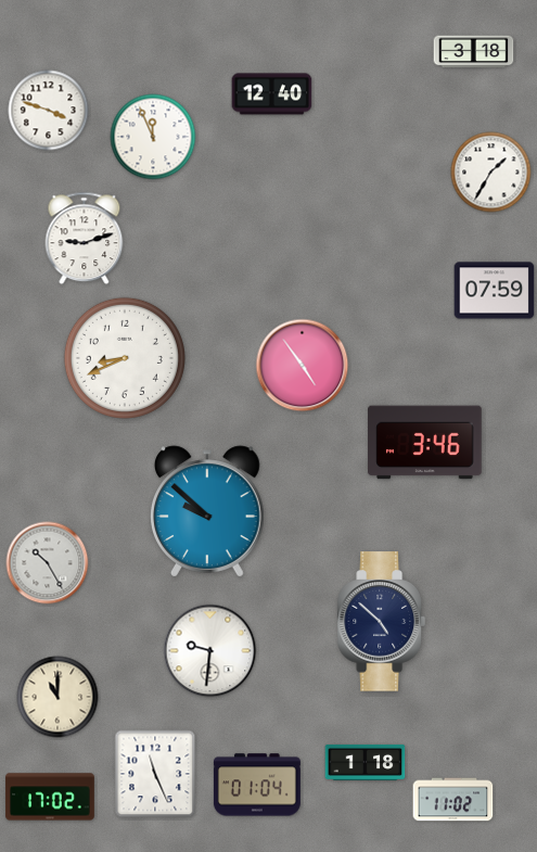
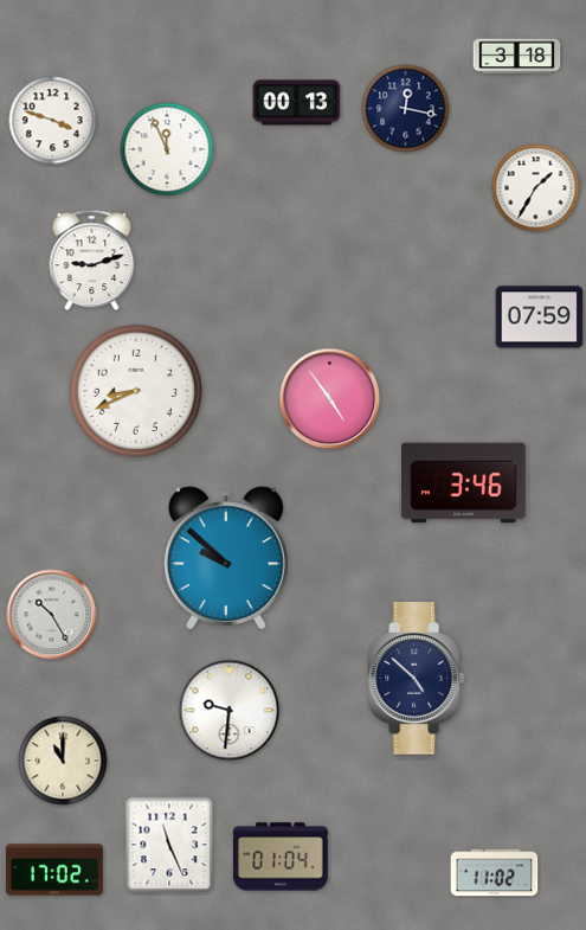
clock at (272, 94): 12:40 -> 00:13
clock at (406, 109): none -> 12:17
clock at (366, 762): 1:18 -> none
